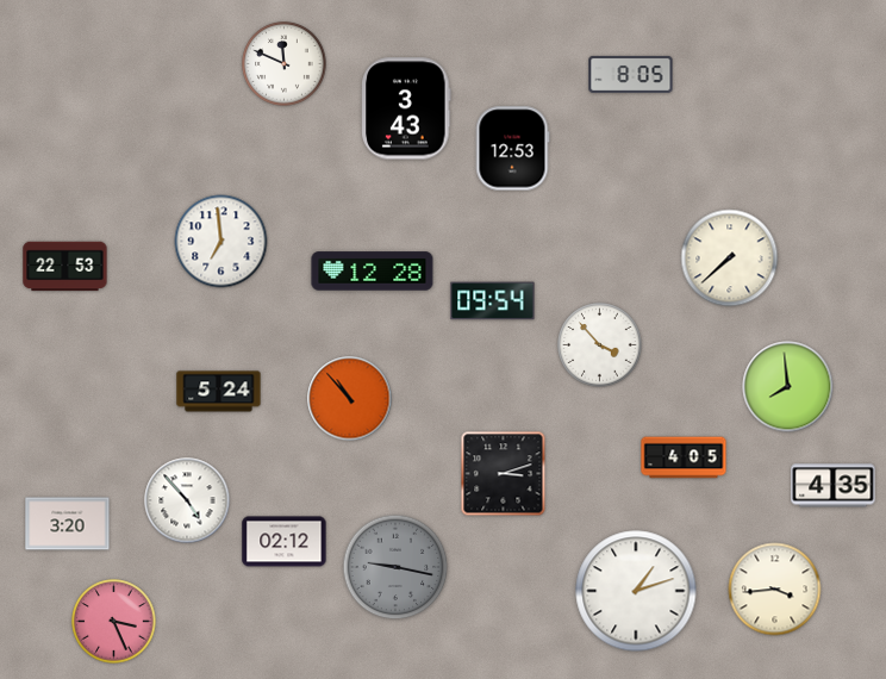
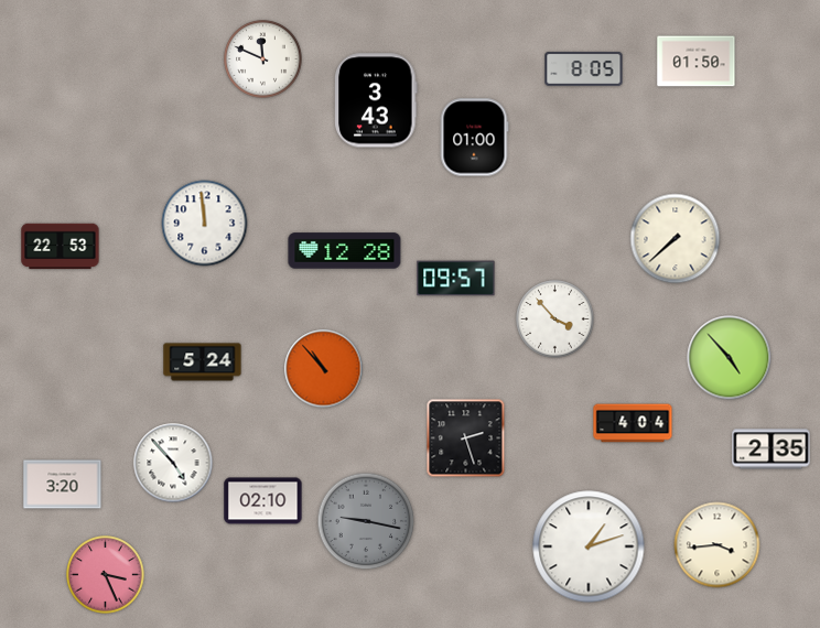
clock at (697, 62): none -> 01:50
clock at (512, 149): 12:53 -> 01:00
clock at (221, 242): 6:59 -> 11:59
clock at (493, 301): 09:54 -> 09:57
clock at (788, 387): 7:59 -> 4:53
clock at (684, 457): 4:05 -> 4:04
clock at (504, 474): 3:12 -> 2:27
clock at (834, 486): 4:35 -> 2:35
clock at (285, 542): 02:12 -> 02:10
clock at (395, 567) position: (395, 567) -> (366, 521)
